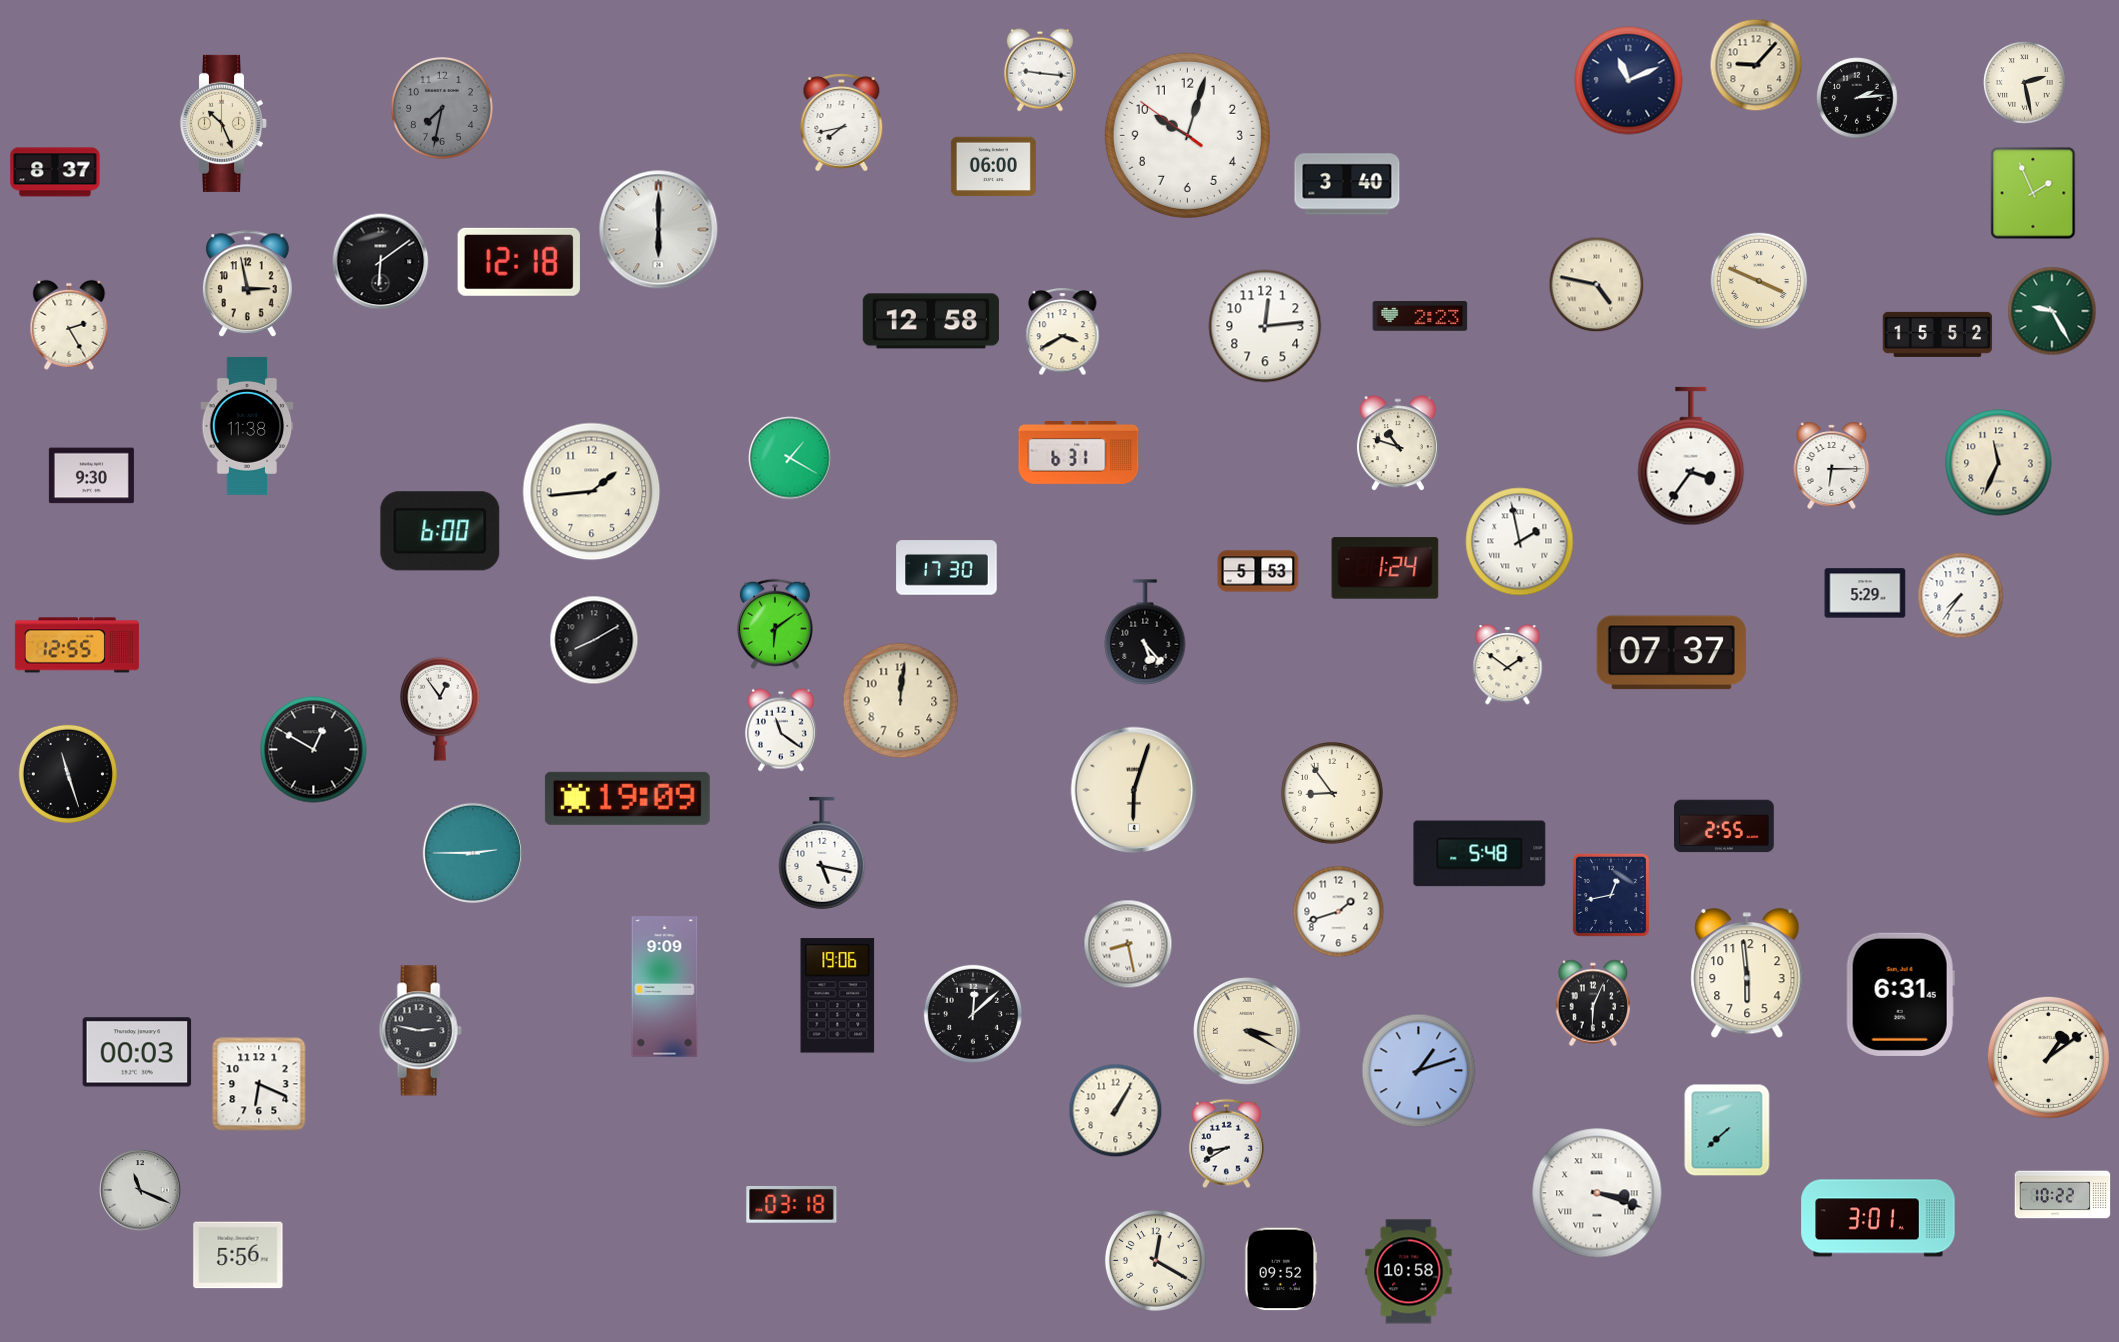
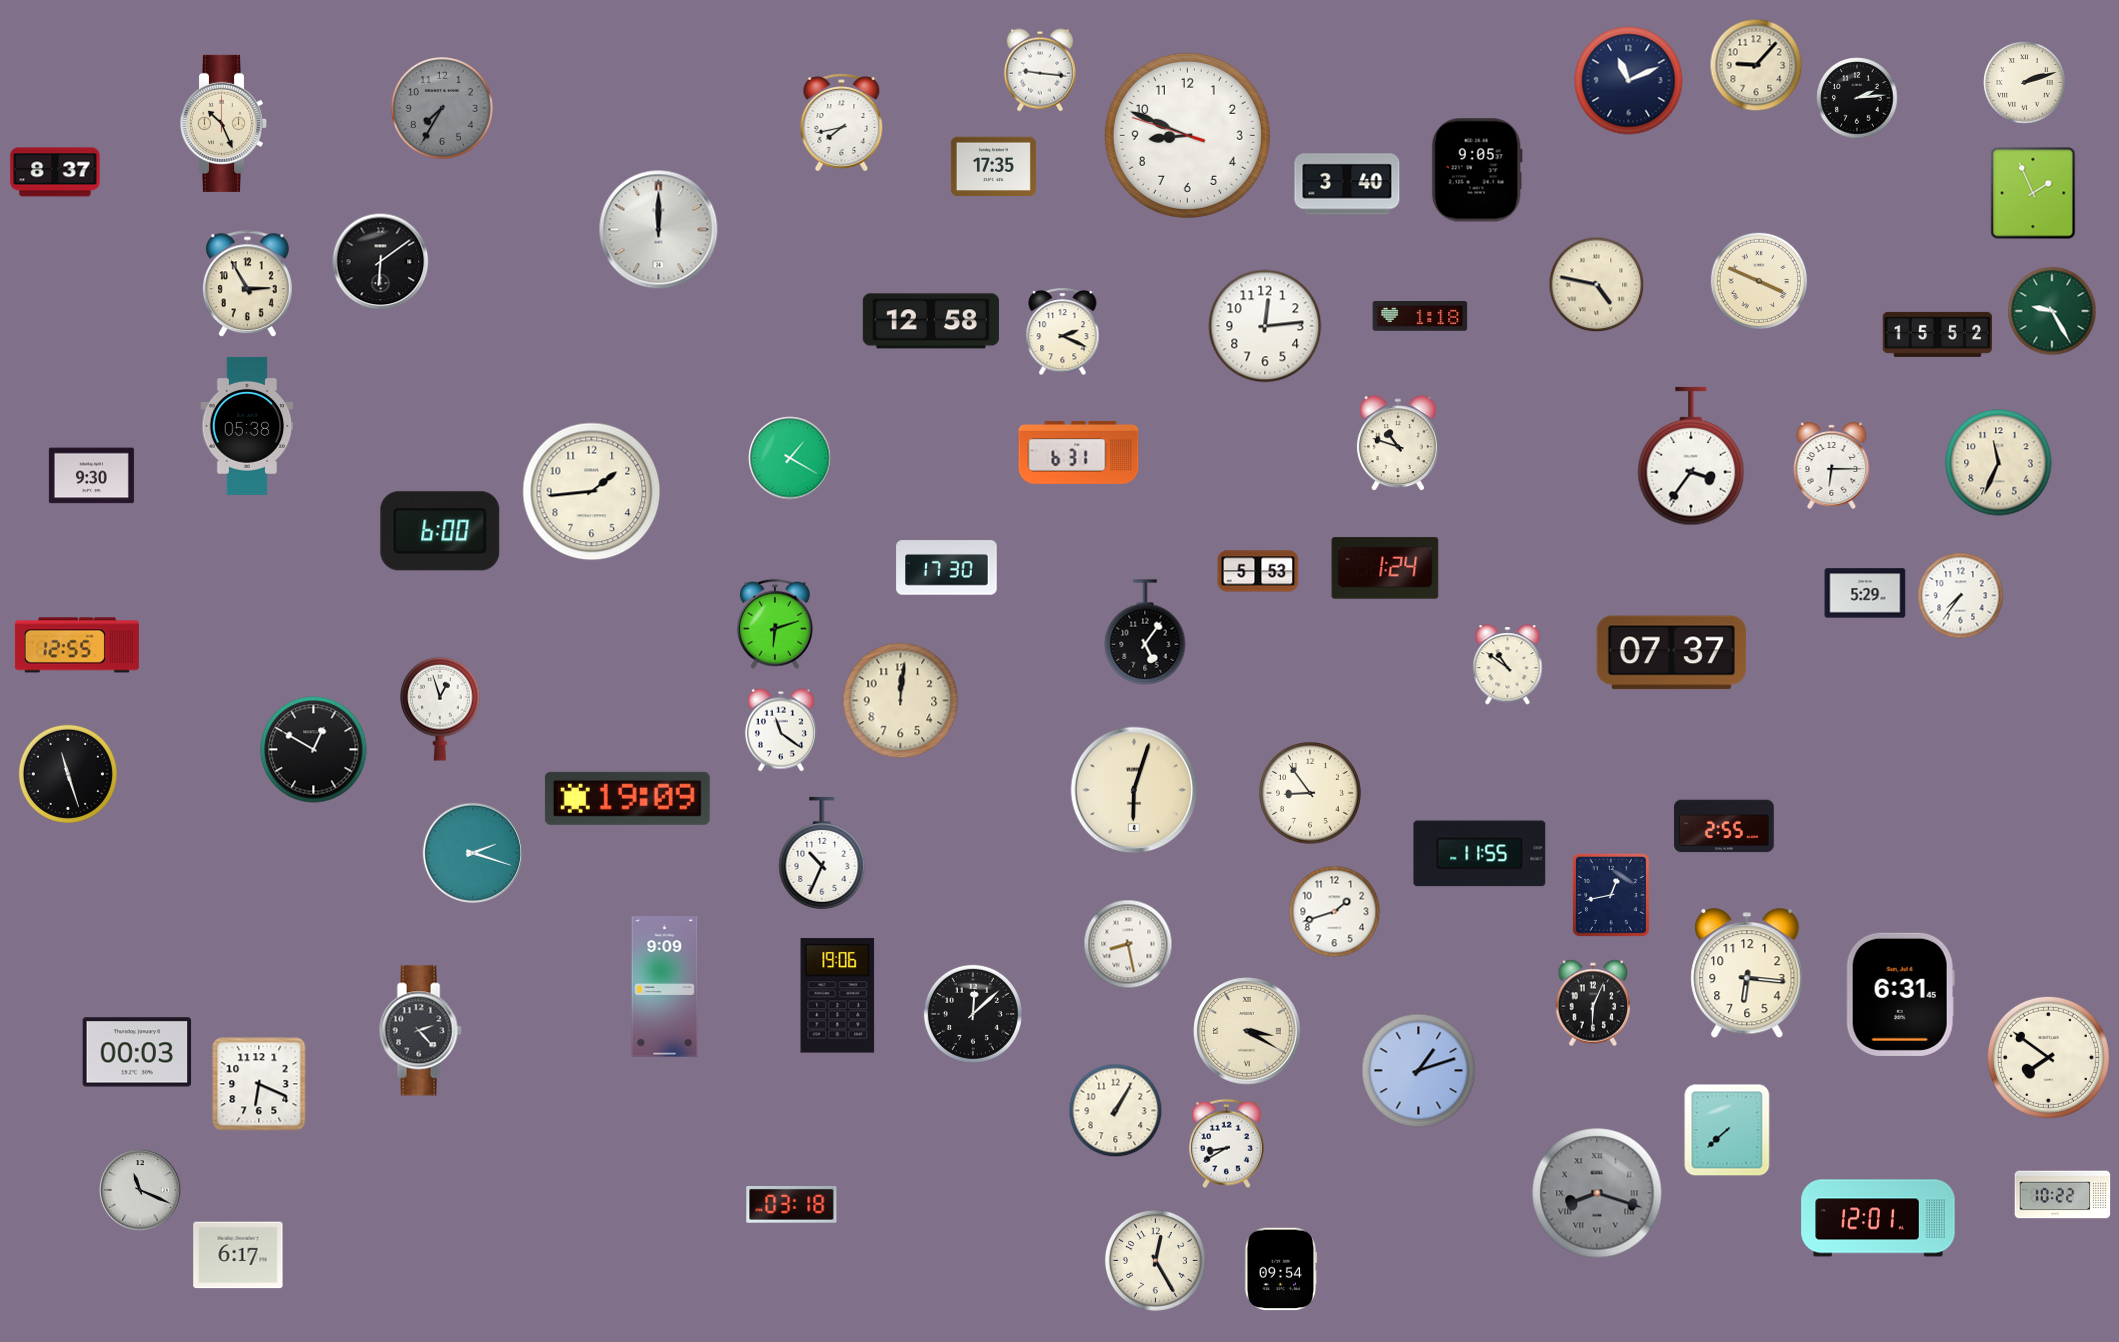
clock at (2025, 83): 2:28 -> 2:12
clock at (443, 109): 7:32 -> 7:35
clock at (1187, 135): 10:02 -> 8:48
clock at (993, 167): 06:00 -> 17:35
clock at (1477, 170): none -> 9:05
clock at (659, 230): 6:00 -> 12:00
clock at (519, 262): 12:18 -> none
clock at (247, 284): 2:58 -> 2:55
clock at (1420, 317): 2:23 -> 1:18
clock at (69, 325): 2:25 -> none
clock at (1063, 332): 3:40 -> 2:19
clock at (247, 426): 11:38 -> 05:38
clock at (1520, 542): 1:58 -> none
clock at (775, 624): 6:09 -> 6:12
clock at (1145, 632): 5:23 -> 5:06
clock at (594, 640): 8:10 -> none
clock at (1508, 665): 1:51 -> 10:51
clock at (440, 709): 12:54 -> 12:57
clock at (1333, 794) position: (1333, 794) -> (1311, 794)
clock at (472, 852): 2:45 -> 2:18
clock at (822, 853): 5:17 -> 10:34
clock at (1480, 854): 5:48 -> 11:55
clock at (1339, 912) position: (1339, 912) -> (1335, 912)
clock at (1747, 974): 5:59 -> 6:16
clock at (420, 1031): 2:47 -> 2:23
clock at (2048, 1057): 1:09 -> 7:51
clock at (1597, 1193): 3:18 -> 8:18
clock at (1597, 1193) dial: white -> grey
clock at (1878, 1218): 3:01 -> 12:01
clock at (238, 1255): 5:56 -> 6:17
clock at (1155, 1260): 12:20 -> 12:25
clock at (1281, 1269): 09:52 -> 09:54
clock at (1409, 1272): 10:58 -> none
